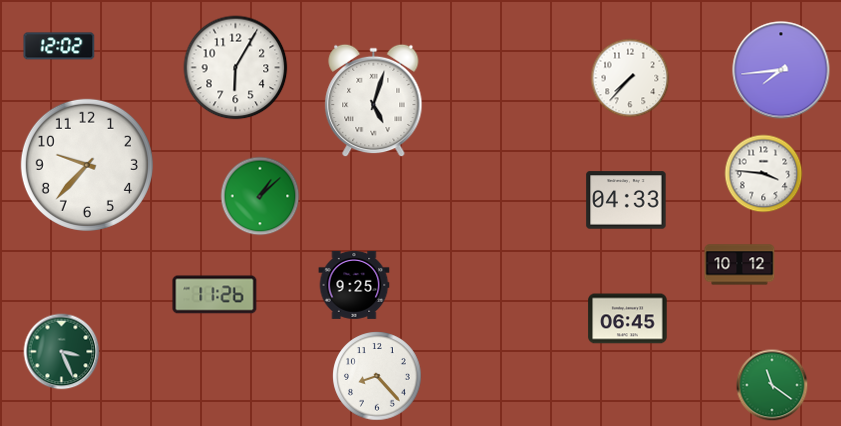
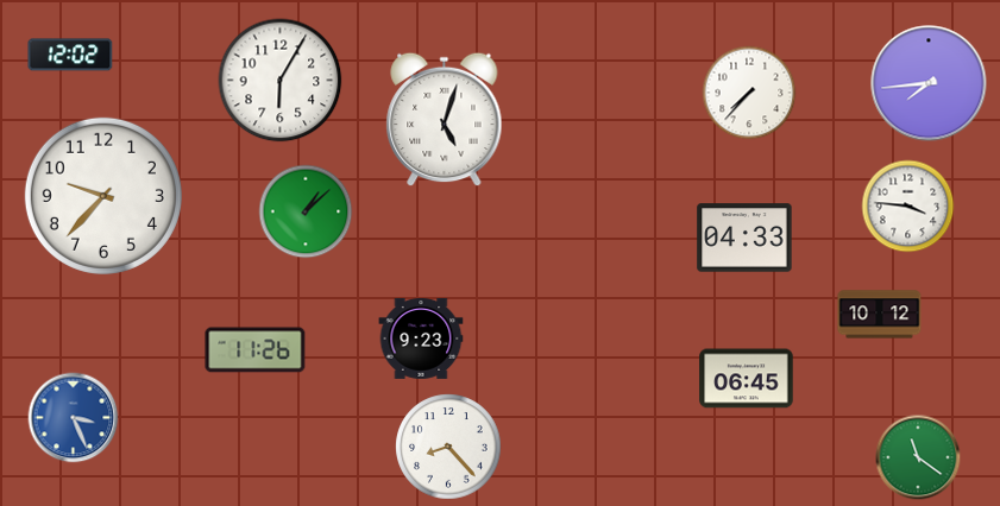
clock at (260, 196) position: (260, 196) -> (306, 211)
clock at (354, 285): 9:25 -> 9:23
clock at (62, 352) dial: green -> blue
